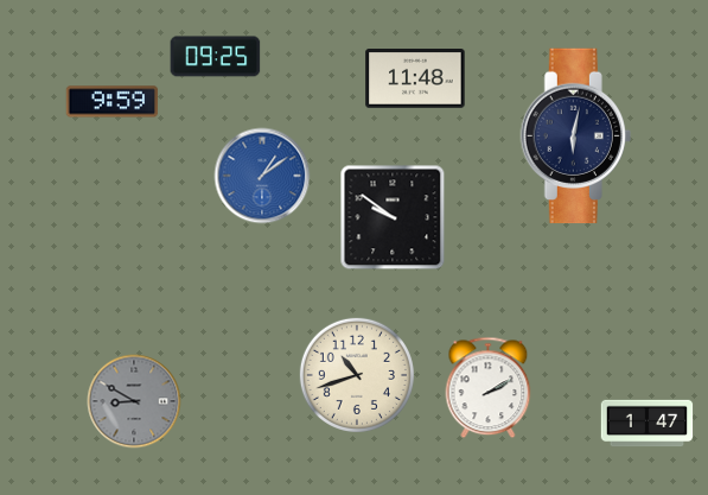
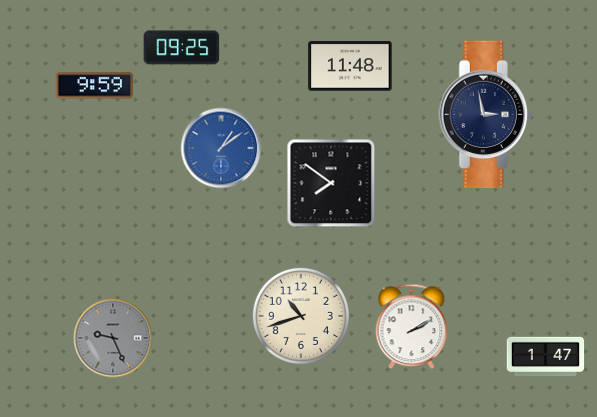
clock at (575, 137): 6:02 -> 2:58
clock at (393, 217): 9:51 -> 7:51
clock at (134, 401): 8:50 -> 9:26
